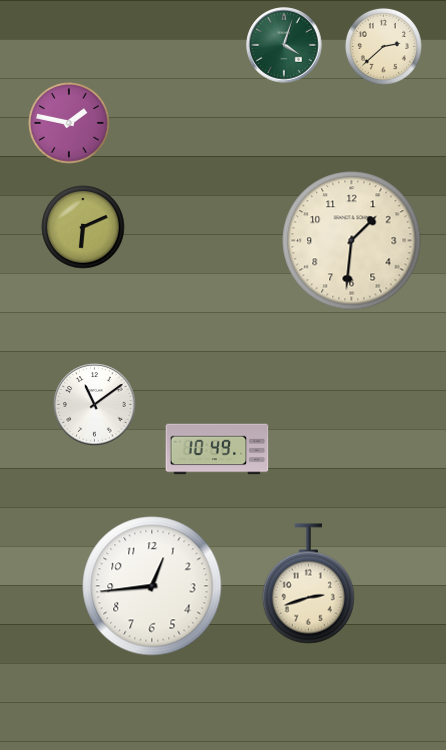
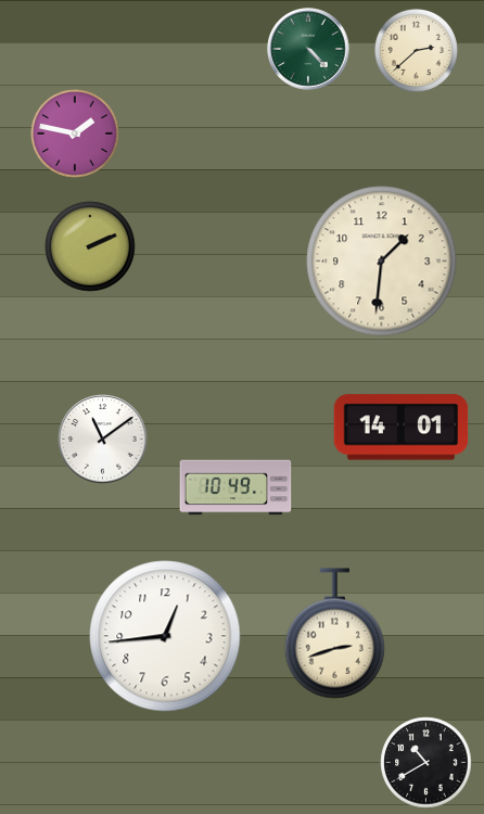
clock at (284, 45): 4:03 -> 4:23
clock at (83, 227): 6:11 -> 2:11
clock at (402, 428): none -> 14:01
clock at (426, 763): none -> 10:40
